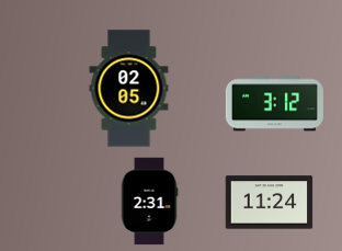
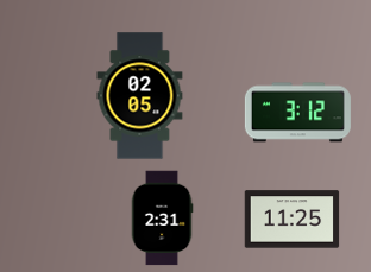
clock at (269, 203): 11:24 -> 11:25
